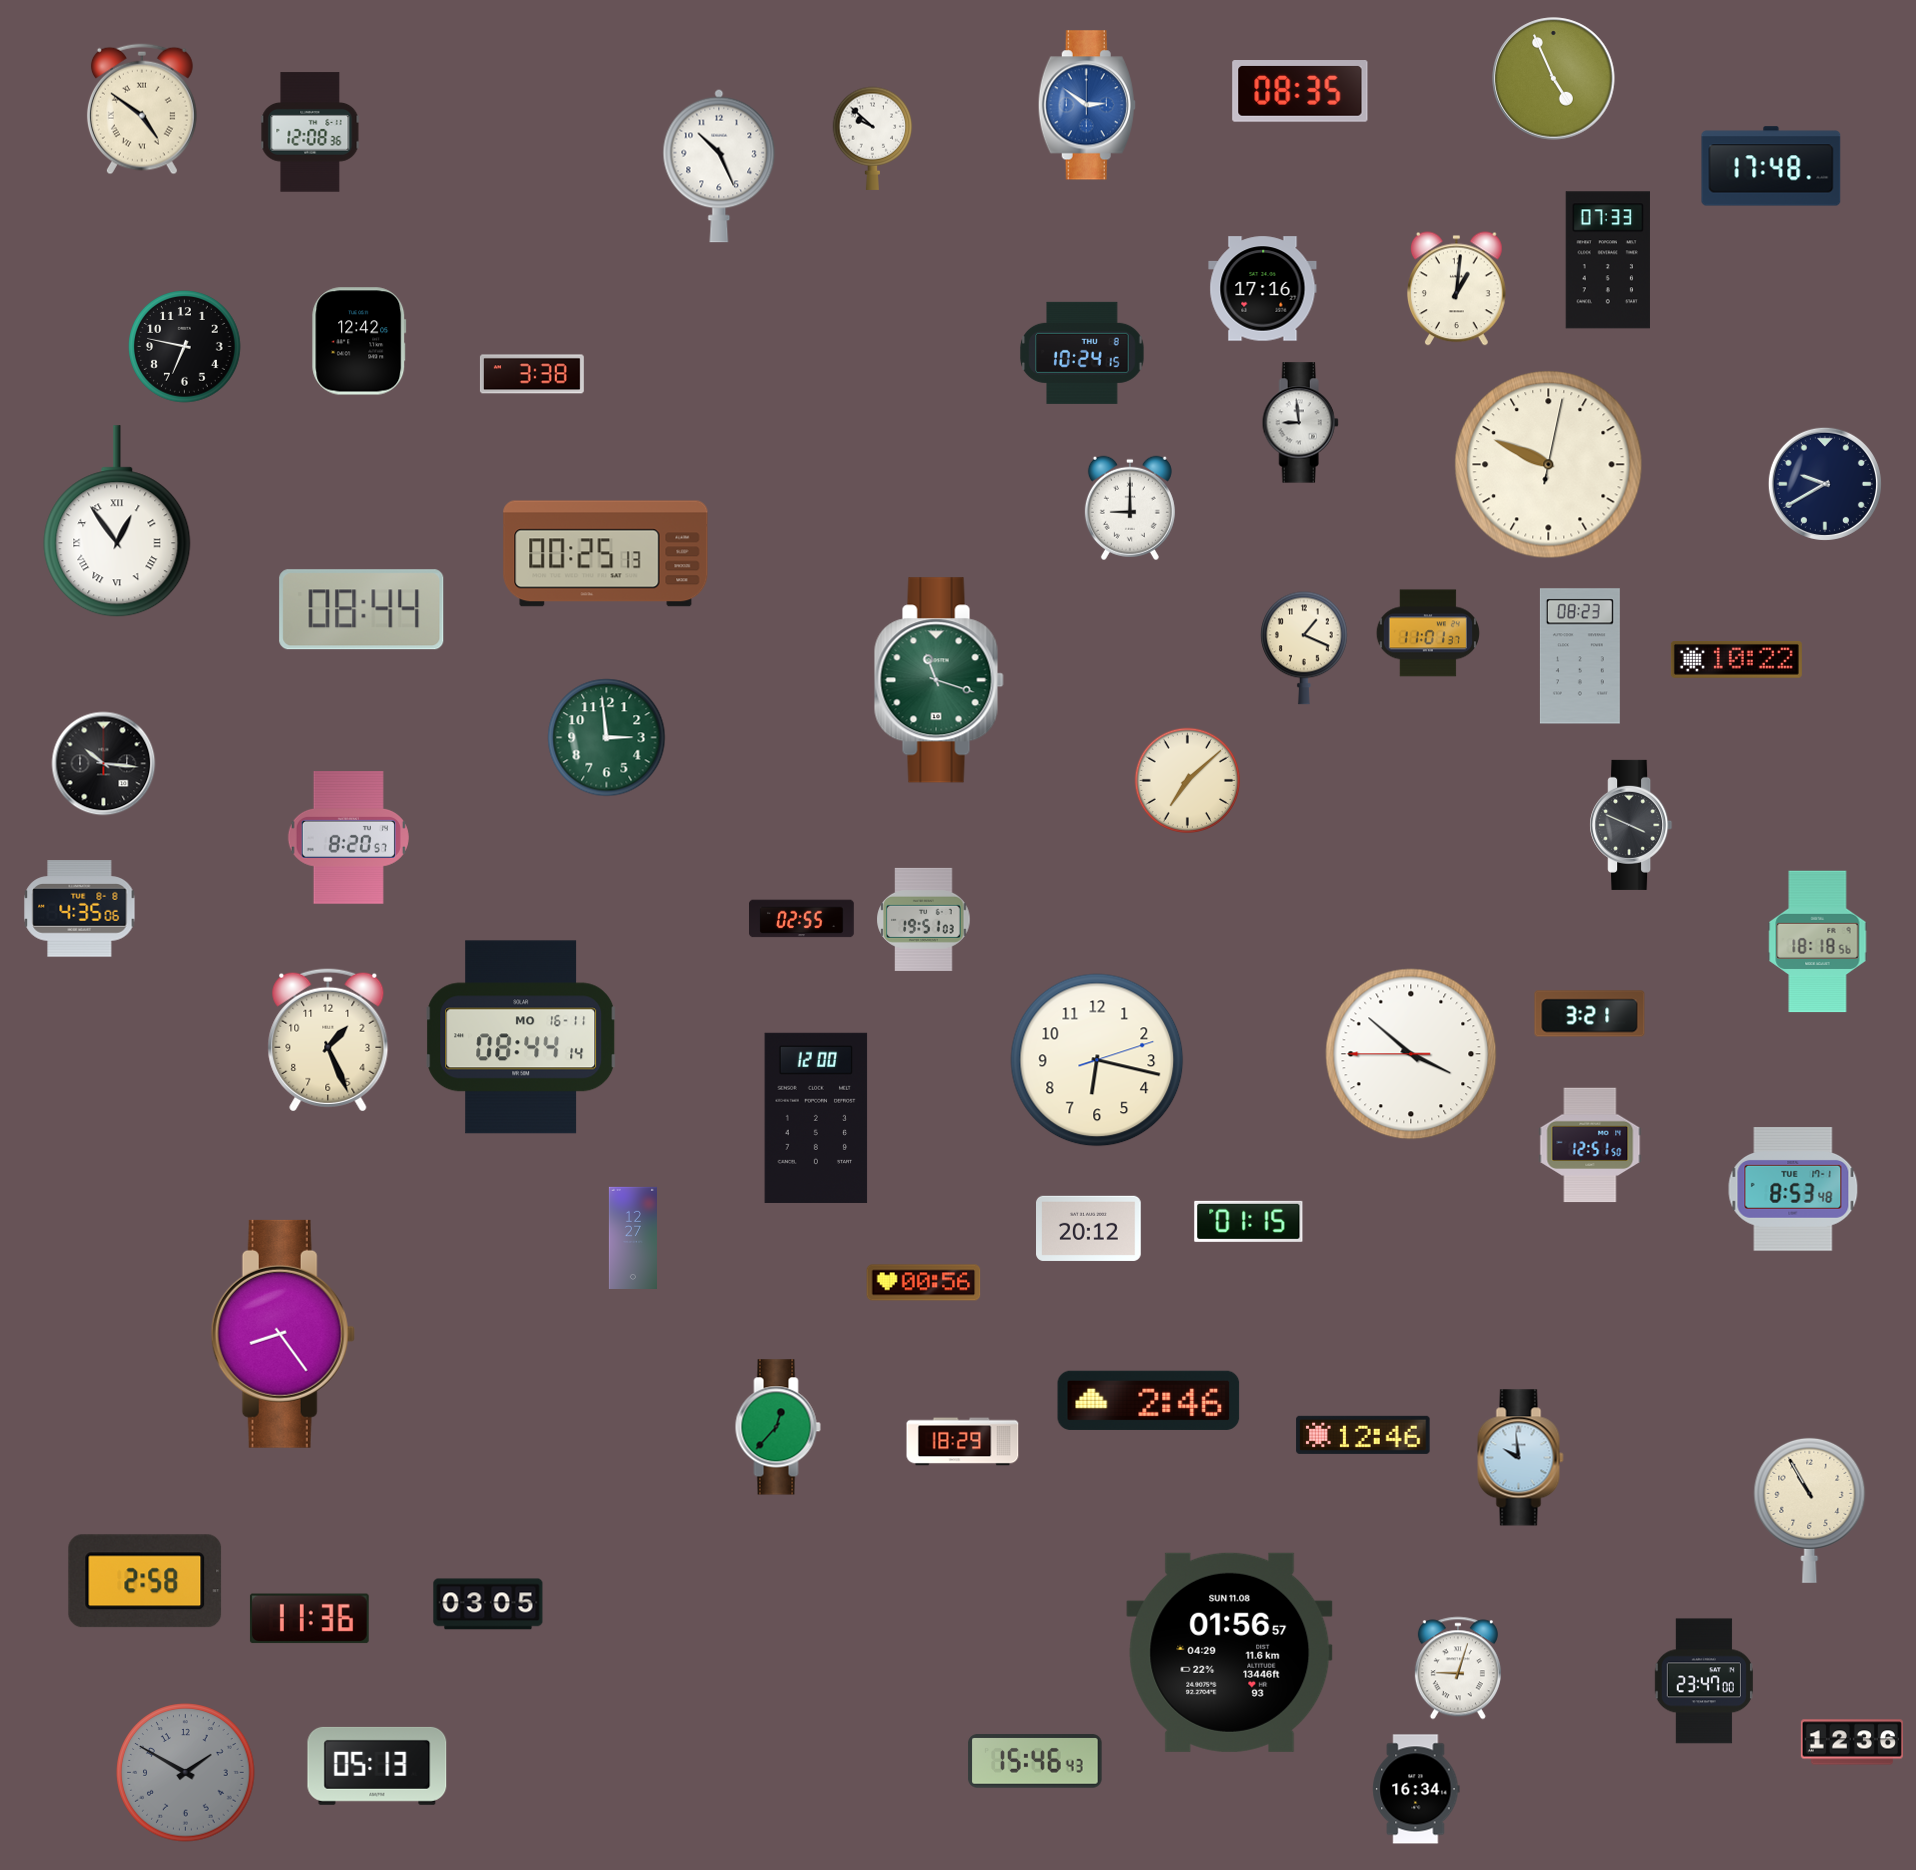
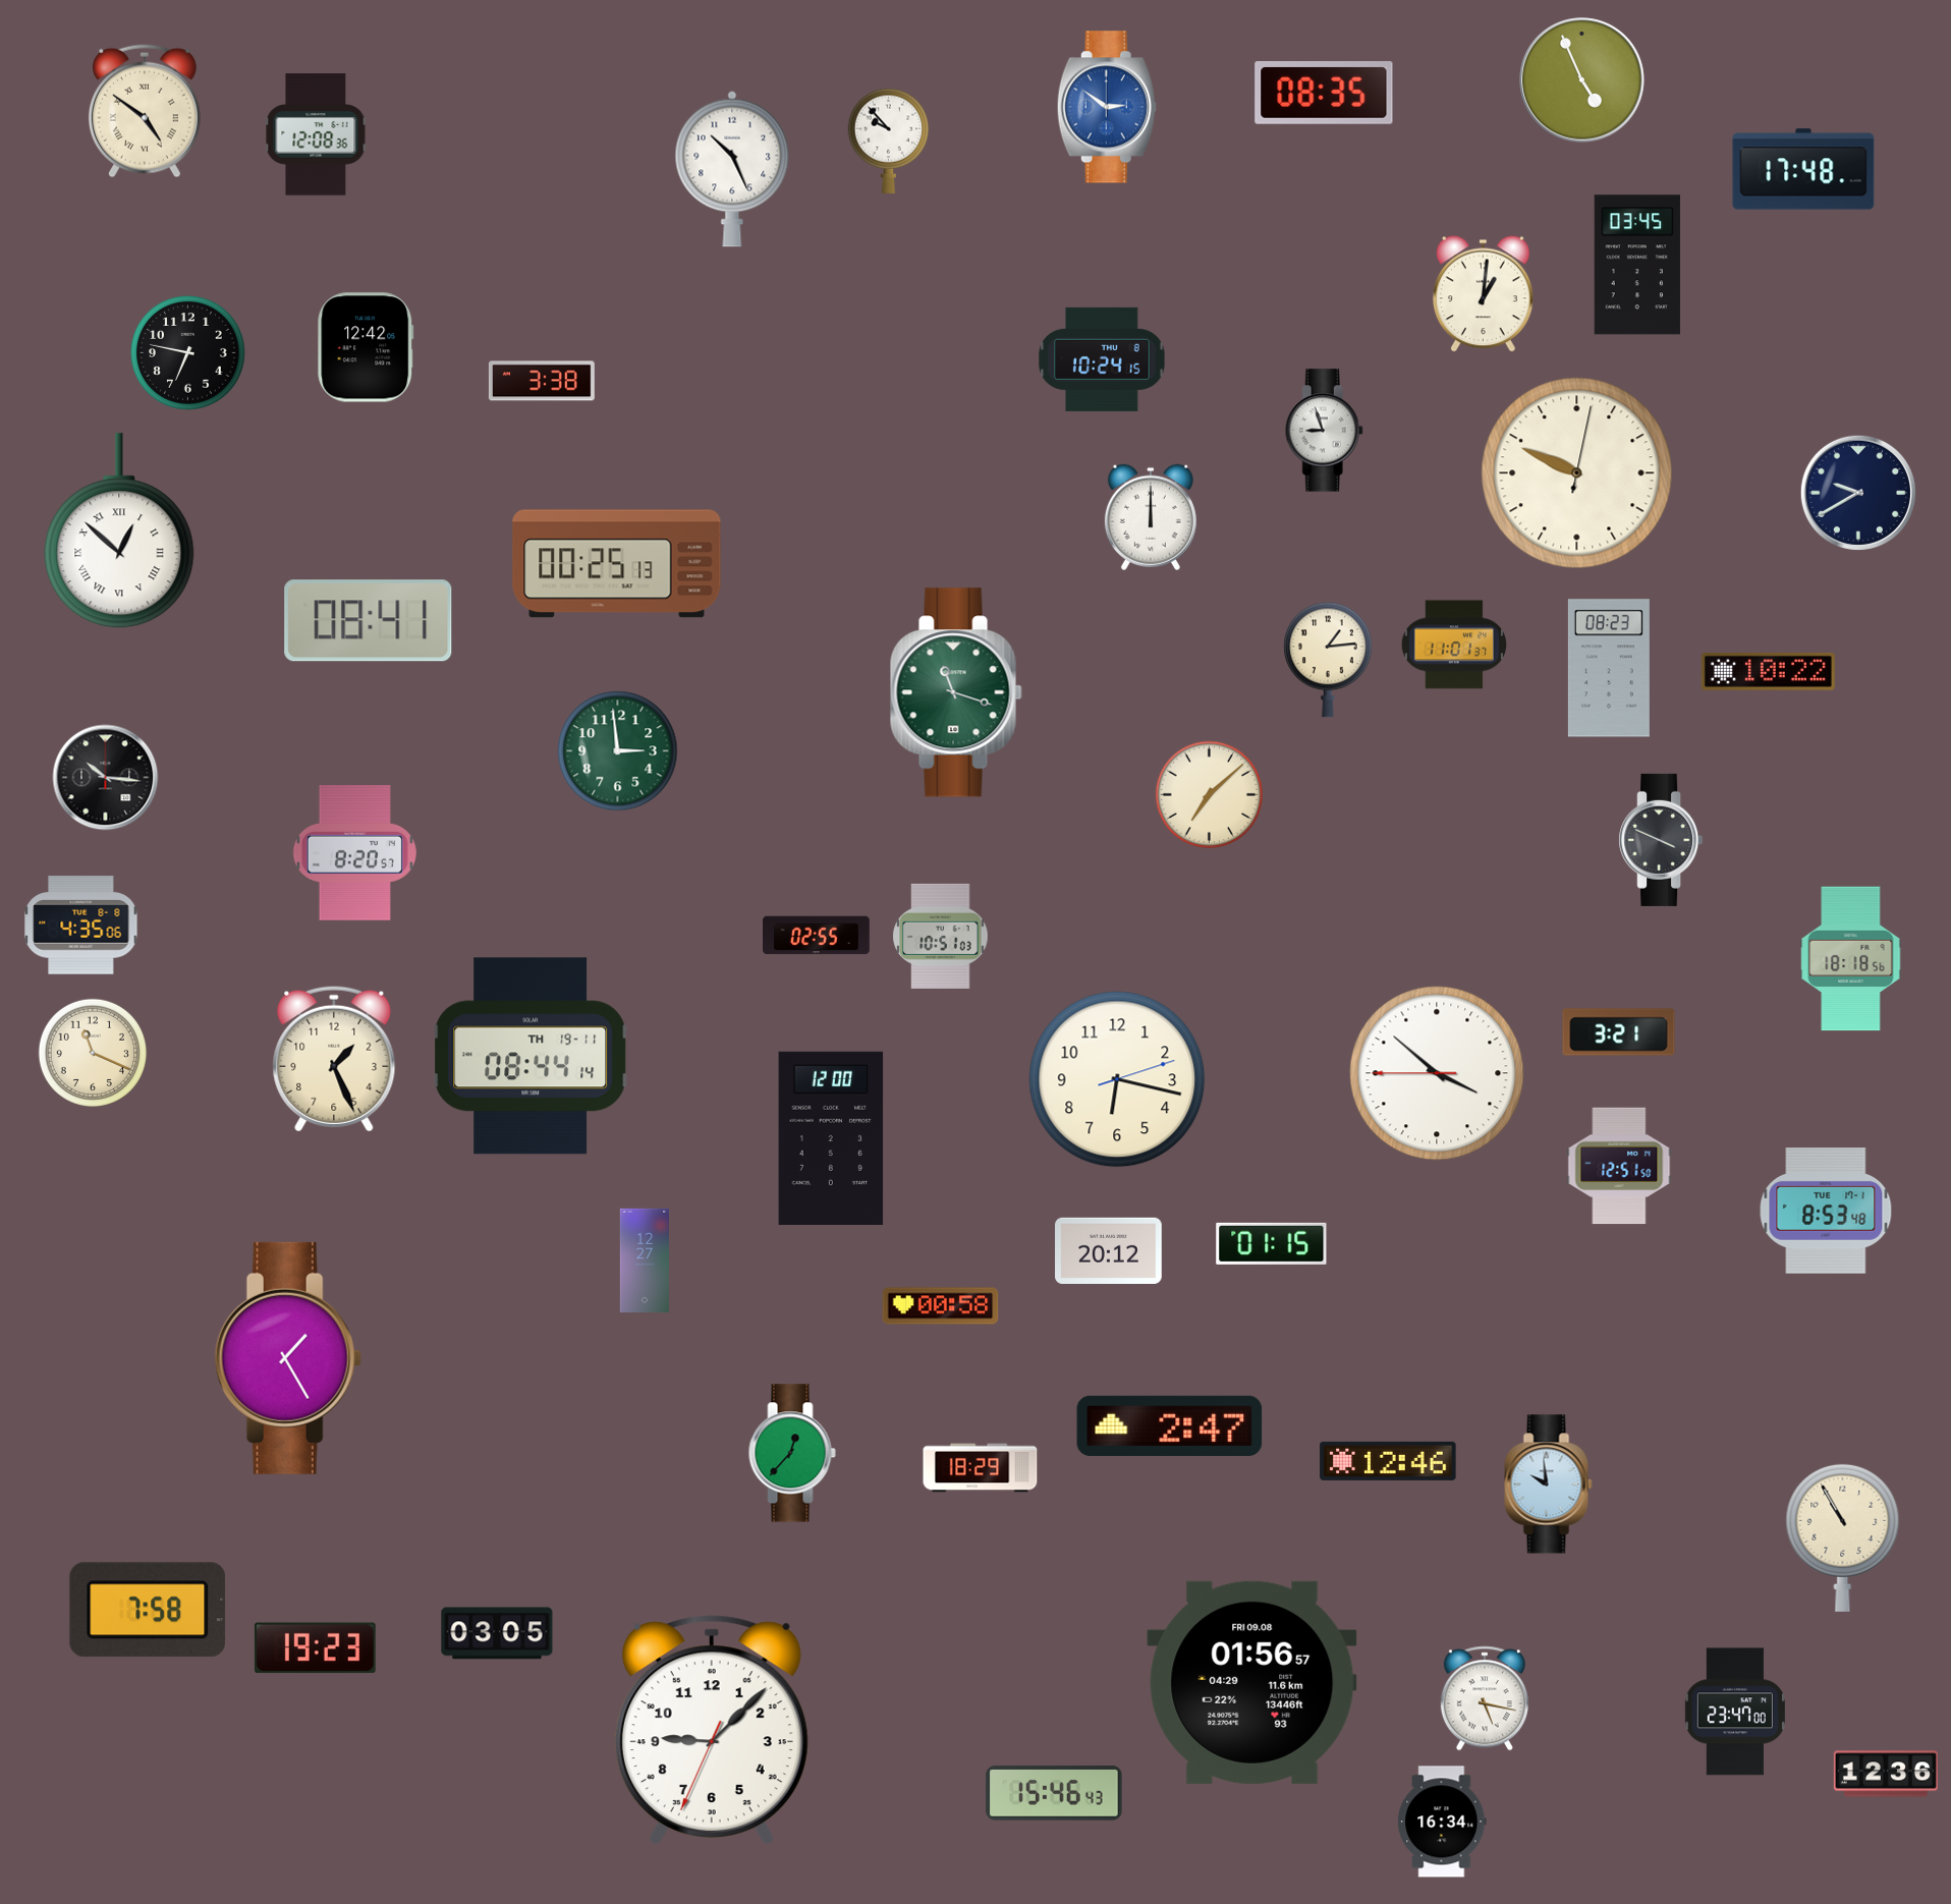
clock at (873, 138): 9:52 -> 9:53
clock at (1608, 260): 07:33 -> 03:45
clock at (1263, 289): 17:16 -> none
clock at (1300, 423): 8:59 -> 8:57
clock at (1130, 508): 9:00 -> 12:00
clock at (117, 522): 12:54 -> 12:52
clock at (362, 610): 08:44 -> 08:41
clock at (1304, 648): 1:19 -> 1:14
clock at (924, 919): 19:51 -> 10:51
clock at (92, 1052): none -> 11:19
clock at (521, 1037) date: MO 16-11 -> TH 19-11
clock at (924, 1283): 00:56 -> 00:58
clock at (283, 1334): 8:24 -> 1:25
clock at (1149, 1400): 2:46 -> 2:47
clock at (145, 1581): 2:58 -> 7:58
clock at (309, 1619): 11:36 -> 19:23
clock at (1230, 1652) date: SUN 11.08 -> FRI 09.08
clock at (1458, 1668): 9:03 -> 5:17
clock at (712, 1730): none -> 9:07
clock at (377, 1766): 05:13 -> none
clock at (186, 1773): 1:50 -> none
